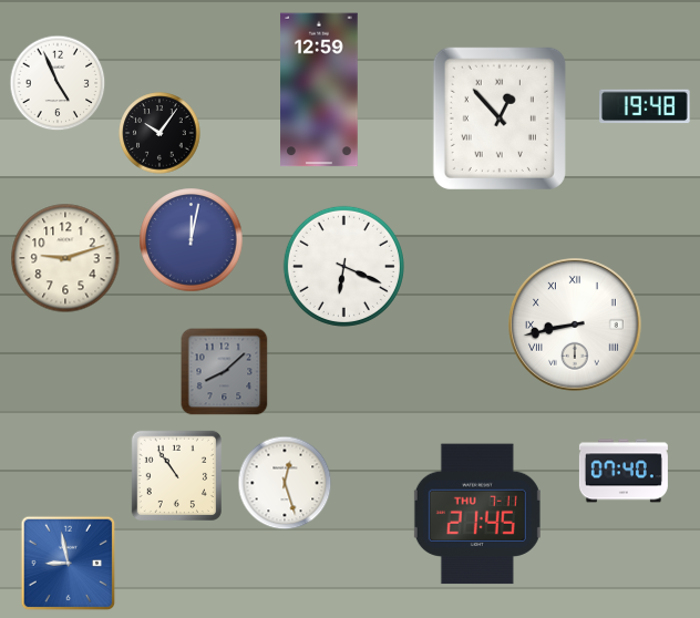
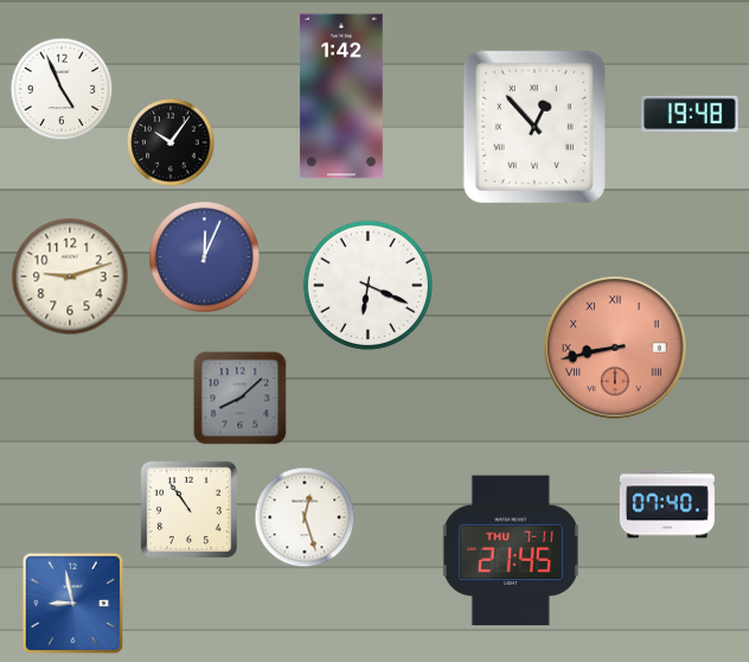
clock at (319, 90): 12:59 -> 1:42
clock at (192, 240): 12:02 -> 12:04
clock at (575, 325) dial: white -> salmon
